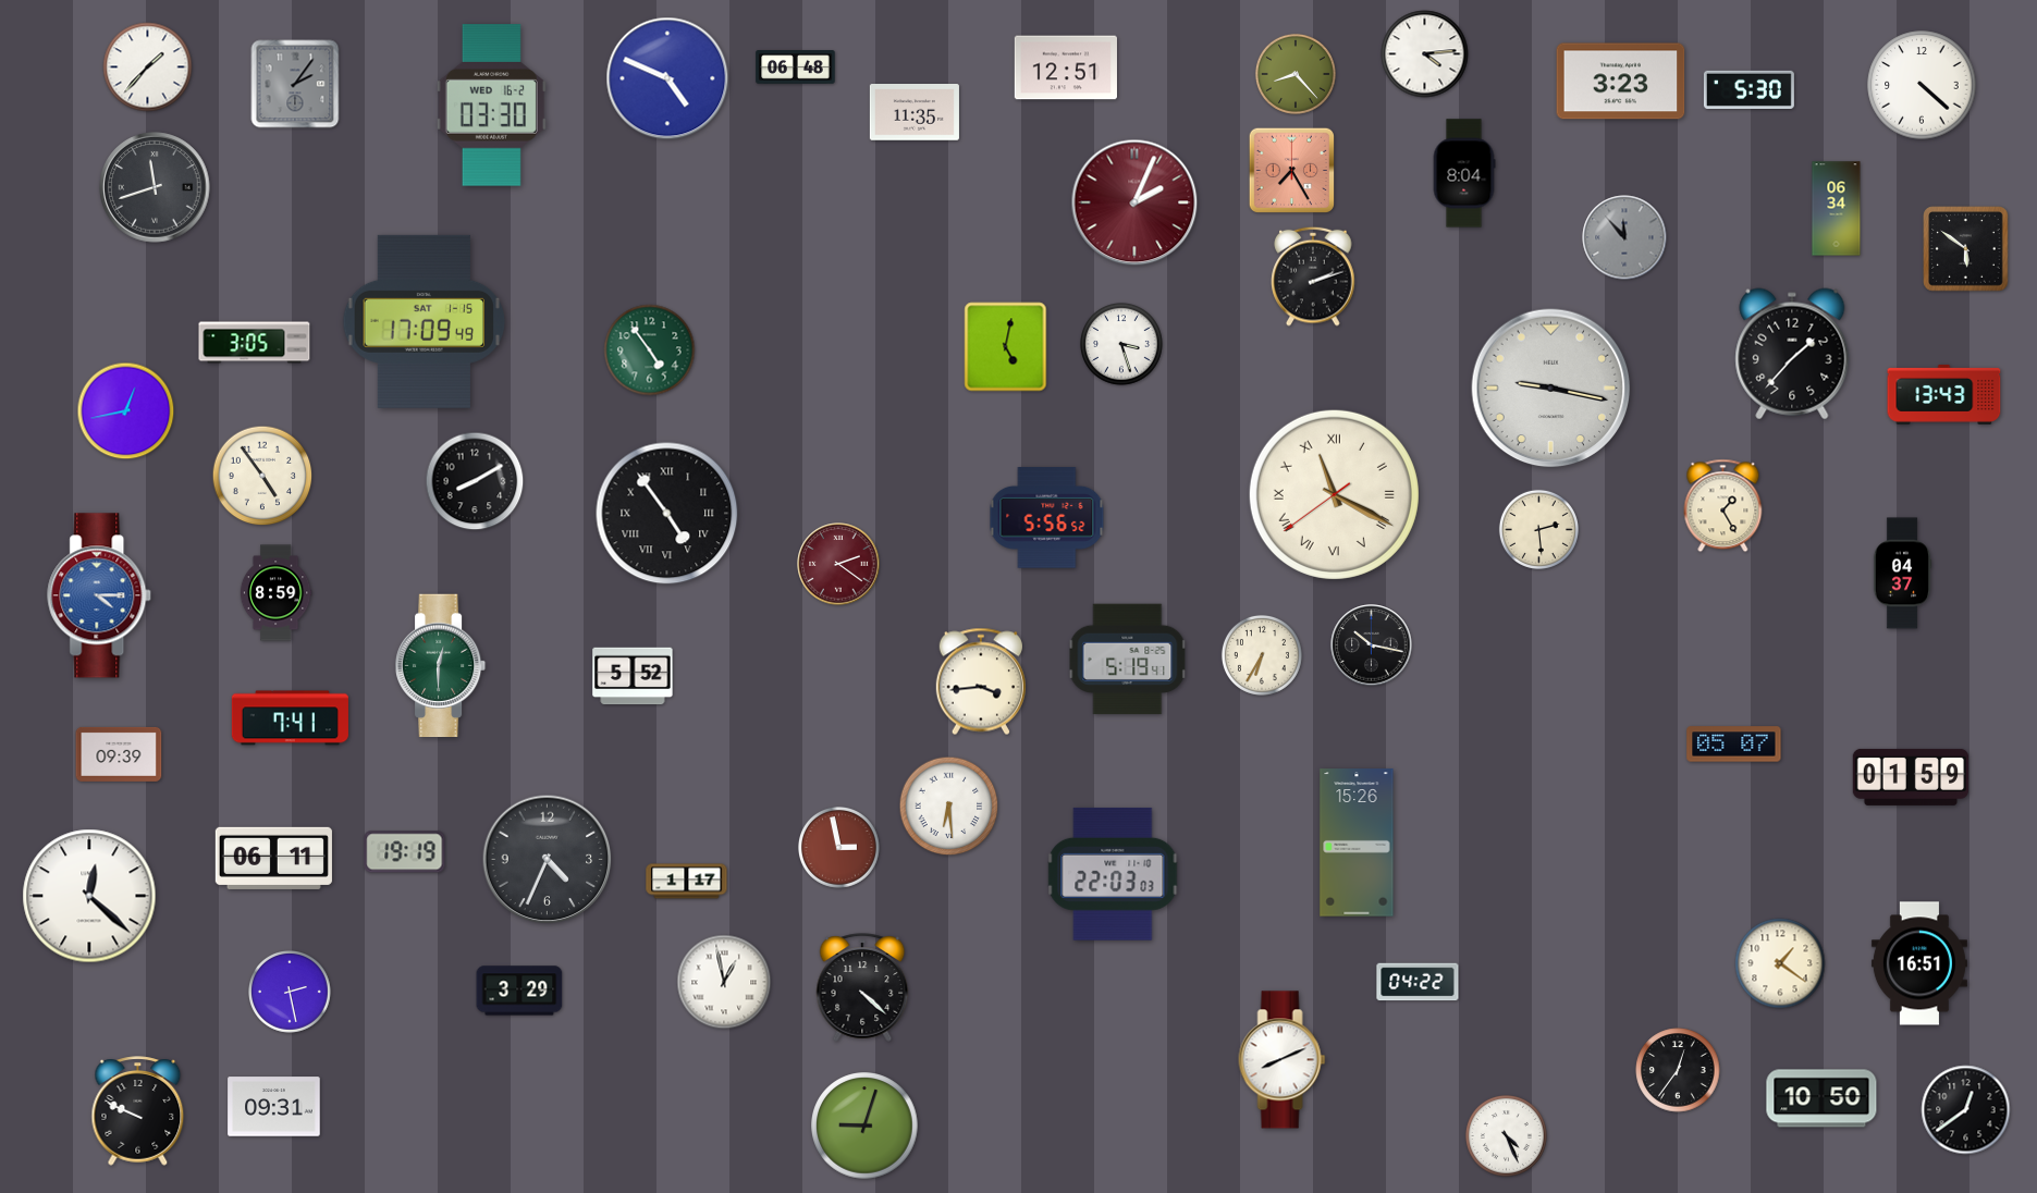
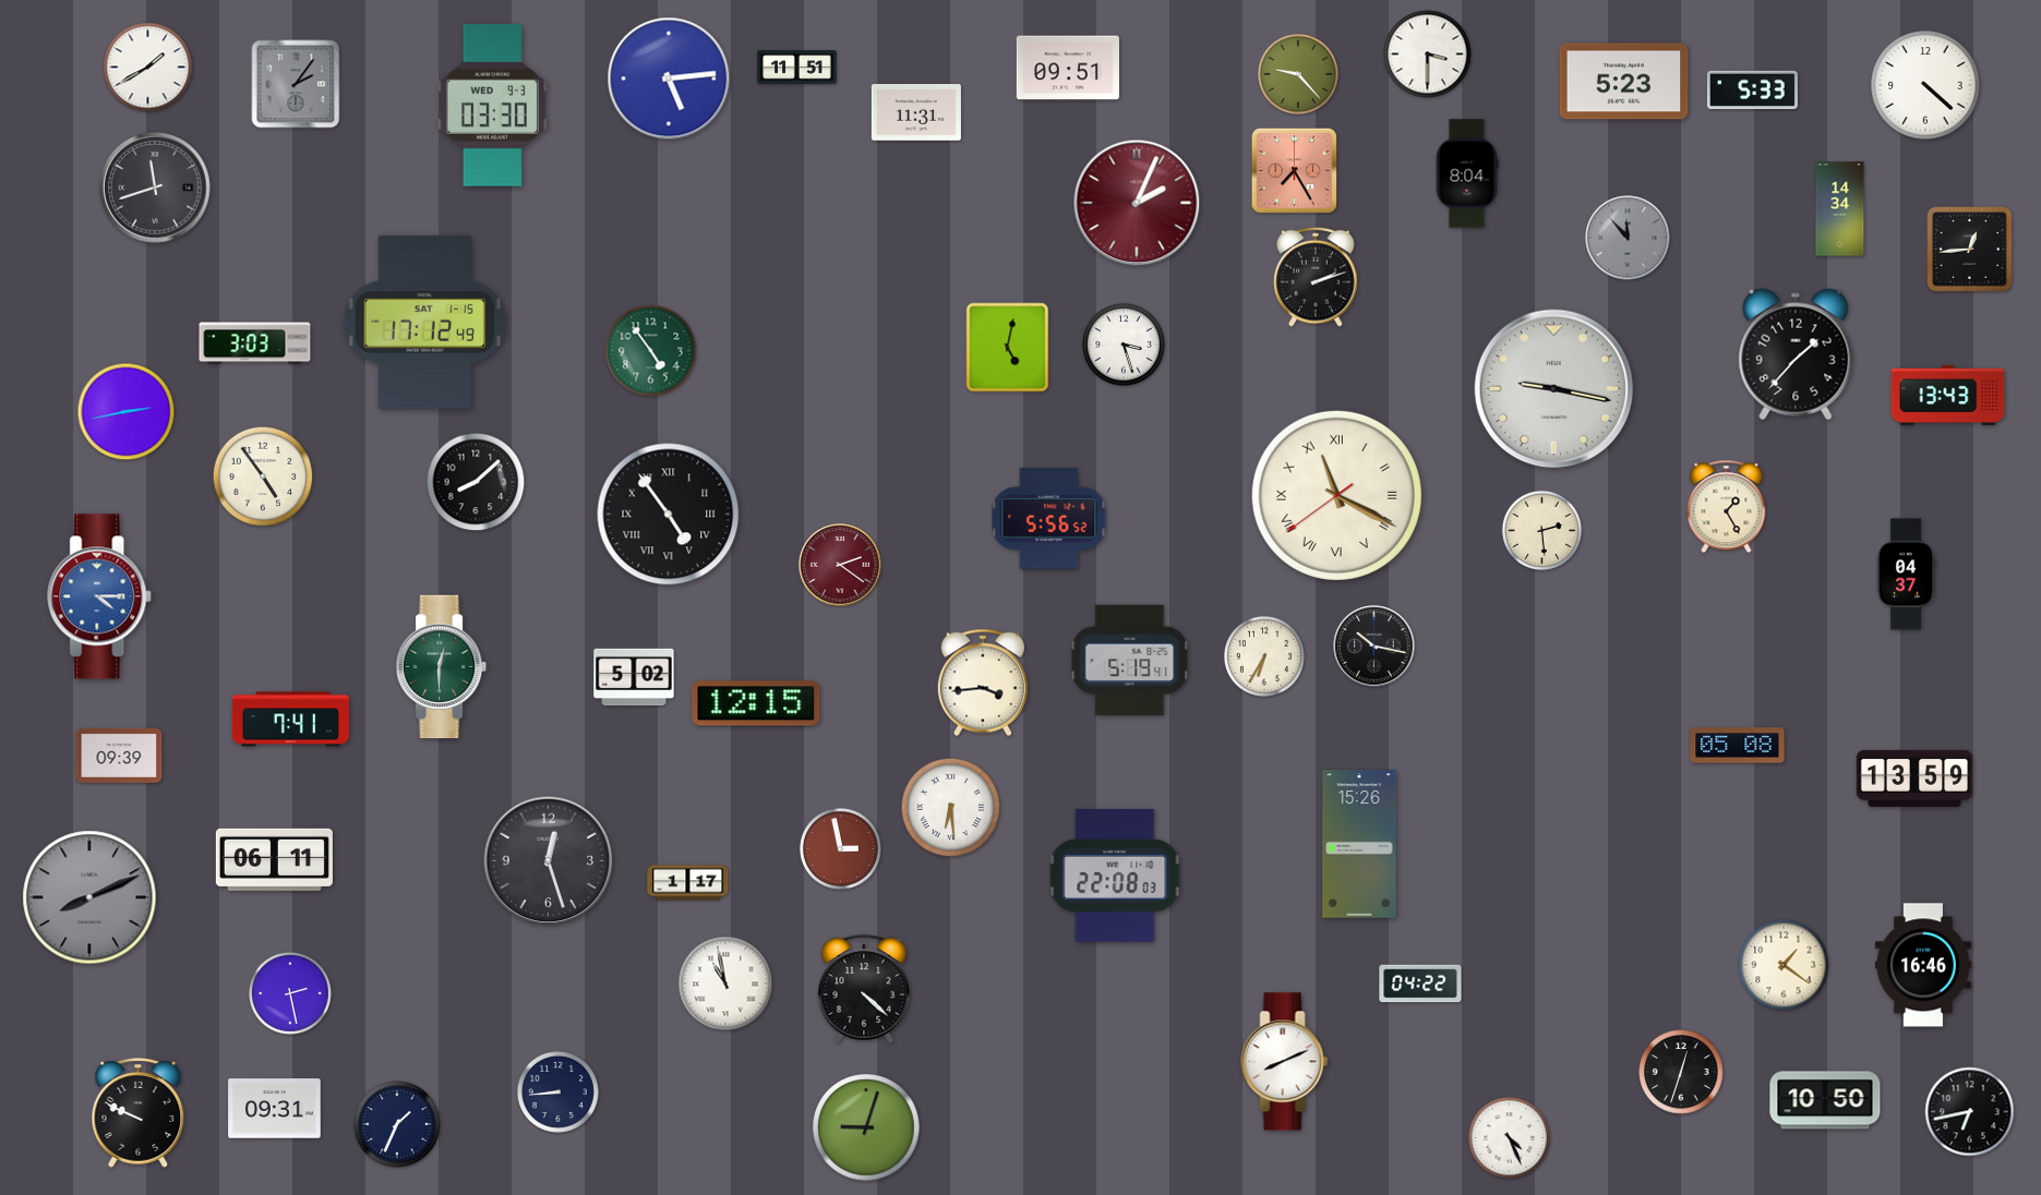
clock at (1425, 54): 4:14 -> 3:30
clock at (148, 67): 1:37 -> 1:40
clock at (796, 67): 06:48 -> 11:51
clock at (1066, 67): 12:51 -> 09:51
clock at (1296, 74): 8:23 -> 9:23
clock at (667, 78): 4:49 -> 5:14
clock at (1621, 82): 3:23 -> 5:23
clock at (1748, 89): 5:30 -> 5:33
clock at (491, 106) date: WED 16-2 -> WED 9-3
clock at (915, 113): 11:35 -> 11:31
clock at (1837, 209): 06:34 -> 14:34
clock at (1966, 249): 5:51 -> 12:44
clock at (425, 321): 17:09 -> 17:12
clock at (255, 343): 3:05 -> 3:03
clock at (126, 411): 12:43 -> 2:43
clock at (475, 481): 8:10 -> 8:08
clock at (275, 593): 8:59 -> none
clock at (633, 676): 5:52 -> 5:02
clock at (756, 703): none -> 12:15
clock at (1734, 745): 05:07 -> 05:08
clock at (1911, 777): 01:59 -> 13:59
clock at (405, 852): 19:19 -> none
clock at (548, 860): 4:34 -> 12:27
clock at (1113, 874): 22:03 -> 22:08
clock at (89, 896): 12:22 -> 8:11
clock at (89, 896) dial: white -> grey
clock at (1919, 963): 16:51 -> 16:46
clock at (724, 982): 12:58 -> 10:58
clock at (519, 991): 3:29 -> none
clock at (1678, 1070): 12:36 -> 12:33
clock at (557, 1091): none -> 8:44
clock at (1966, 1110): 12:39 -> 6:43
clock at (397, 1124): none -> 1:34
